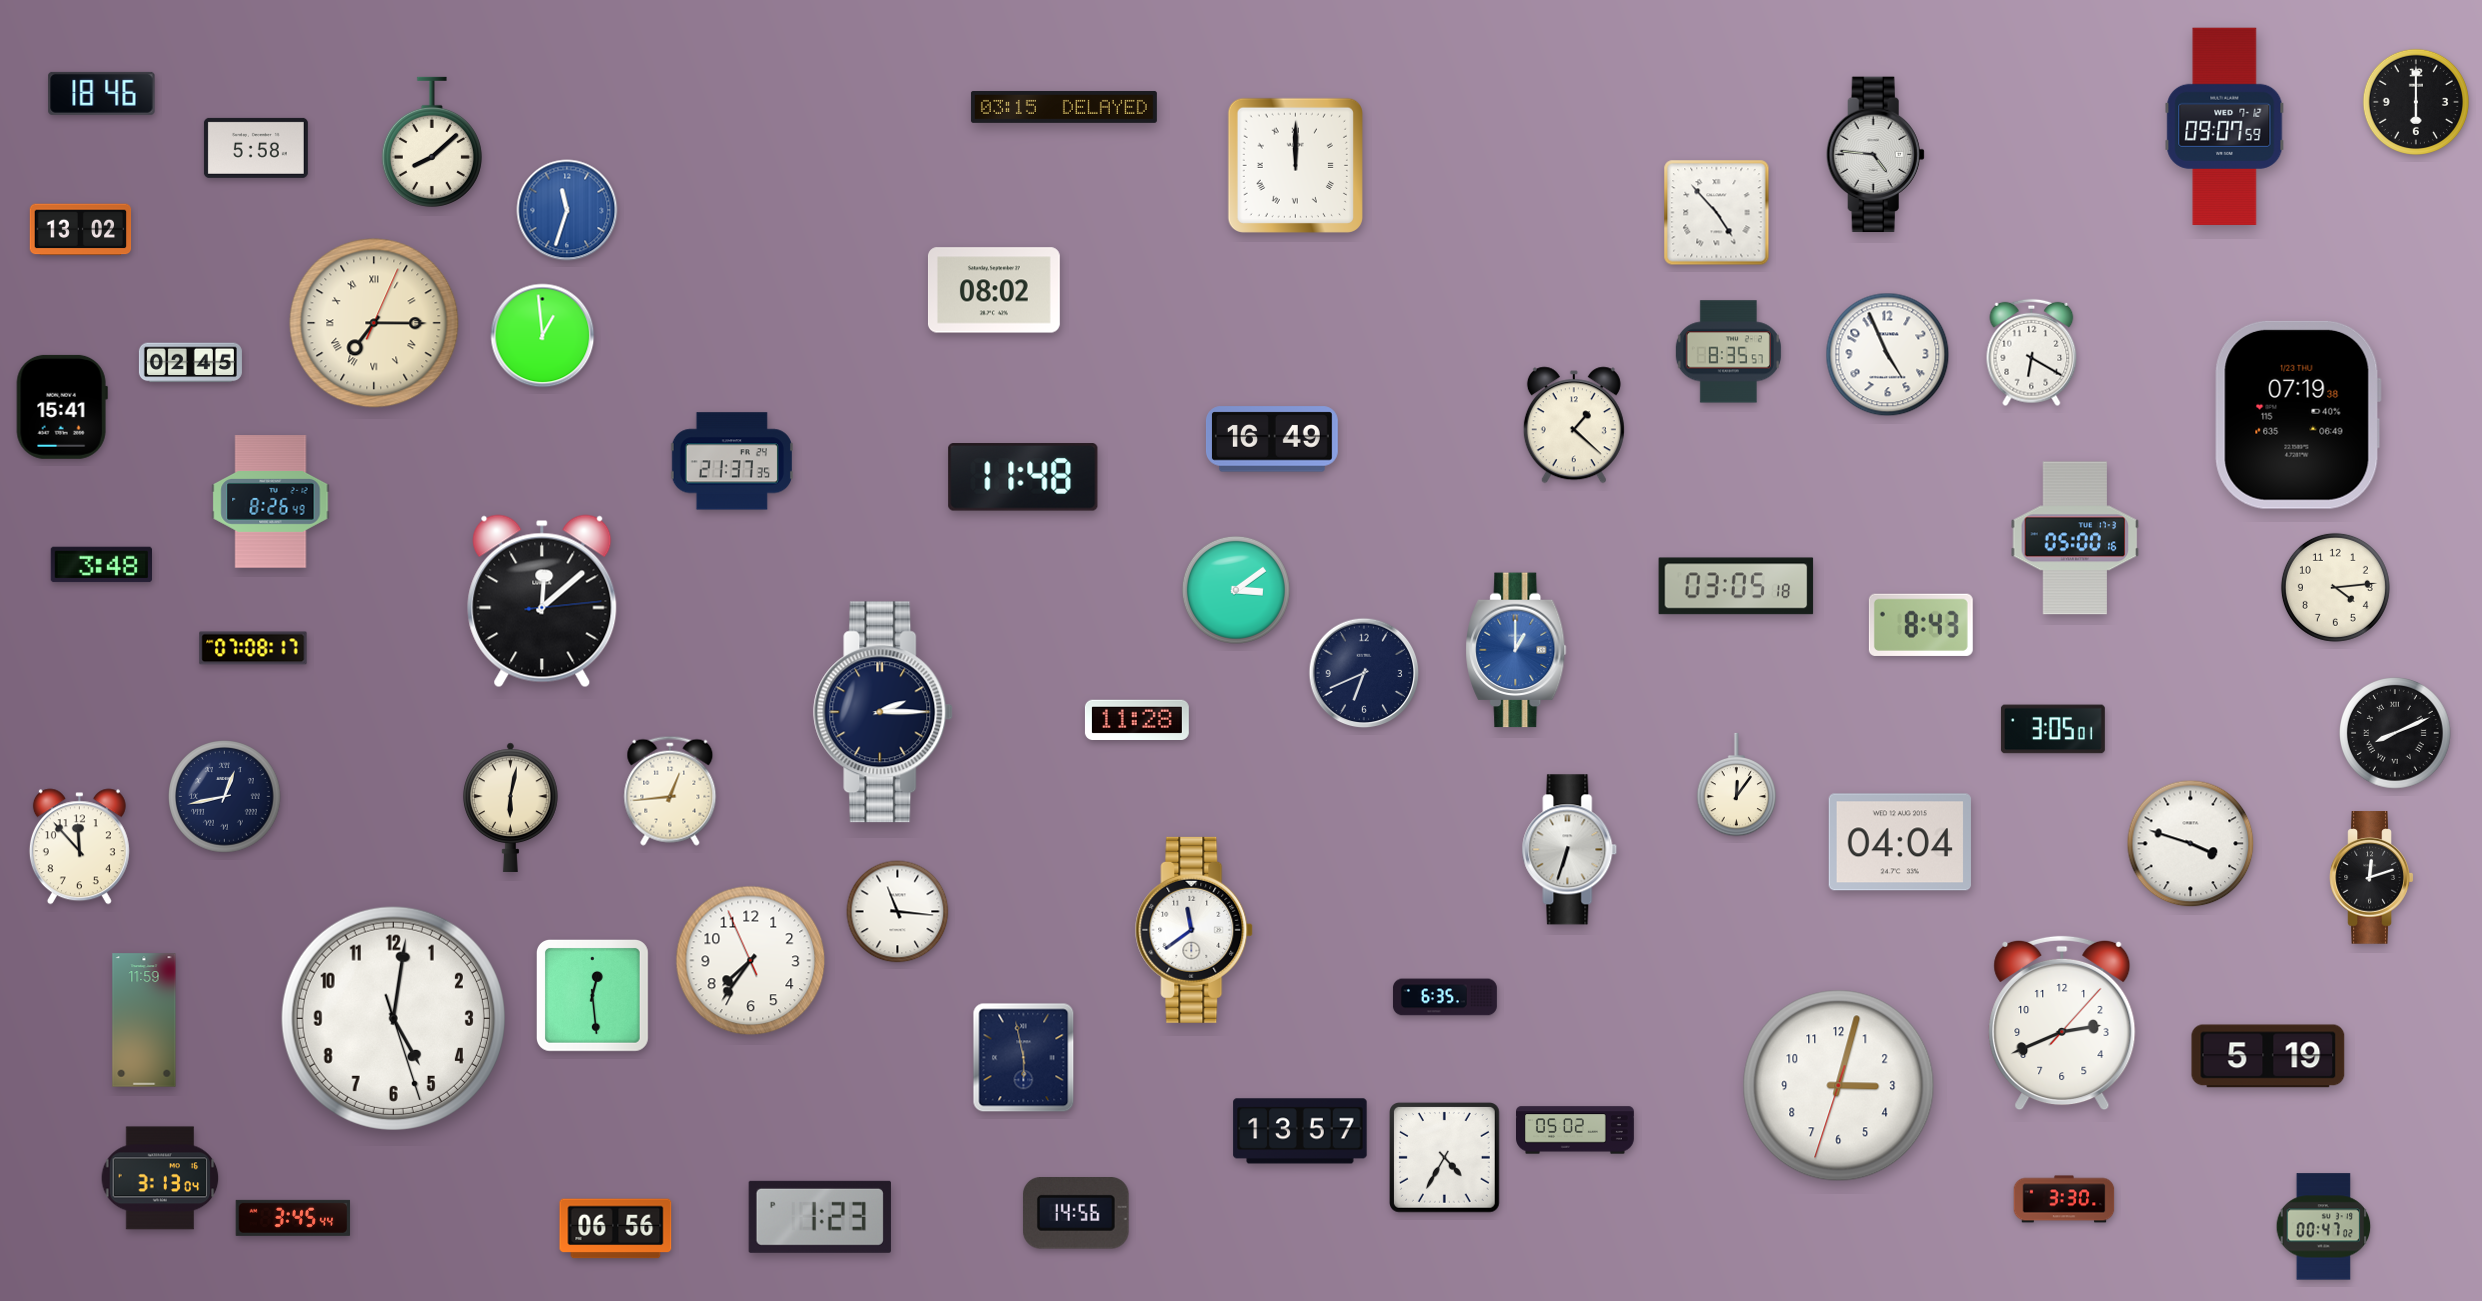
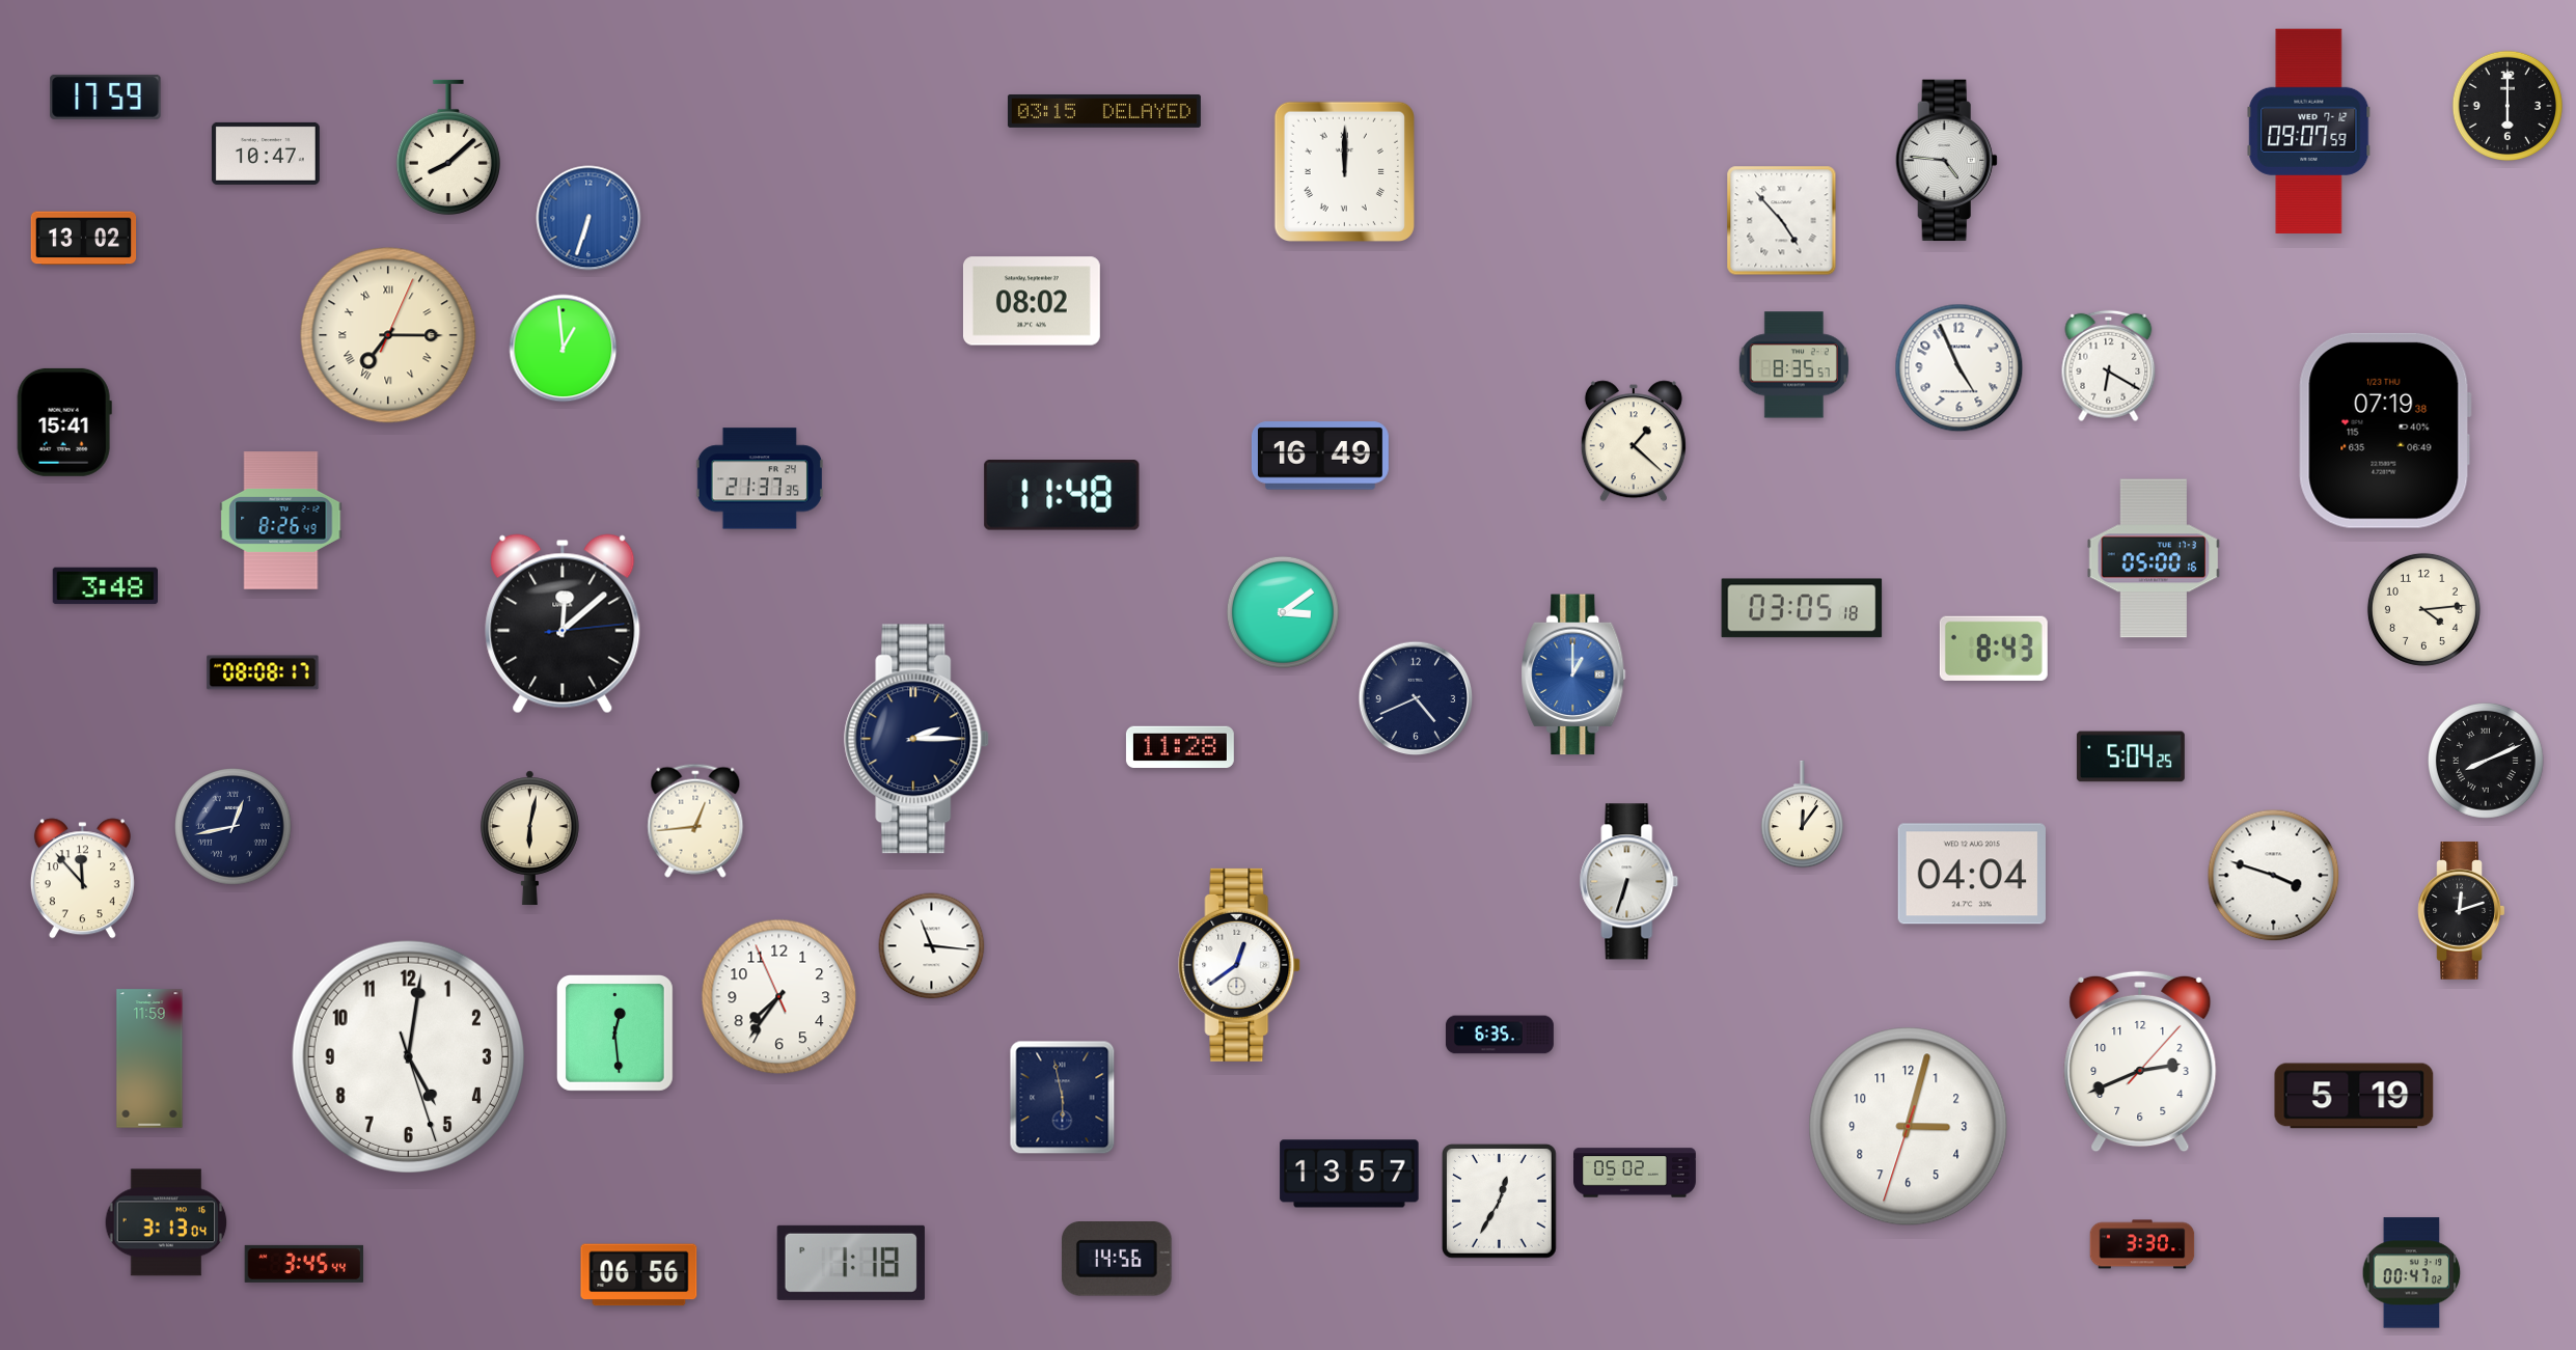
clock at (102, 93): 18:46 -> 17:59
clock at (256, 148): 5:58 -> 10:47
clock at (567, 210): 11:33 -> 6:33
clock at (190, 363): 02:45 -> none
clock at (253, 648): 07:08 -> 08:08
clock at (1364, 673): 6:41 -> 4:41
clock at (2053, 729): 3:05 -> 5:04
clock at (1195, 930): 11:39 -> 12:39
clock at (1445, 1158): 4:35 -> 12:35
clock at (820, 1217): 1:23 -> 1:18
